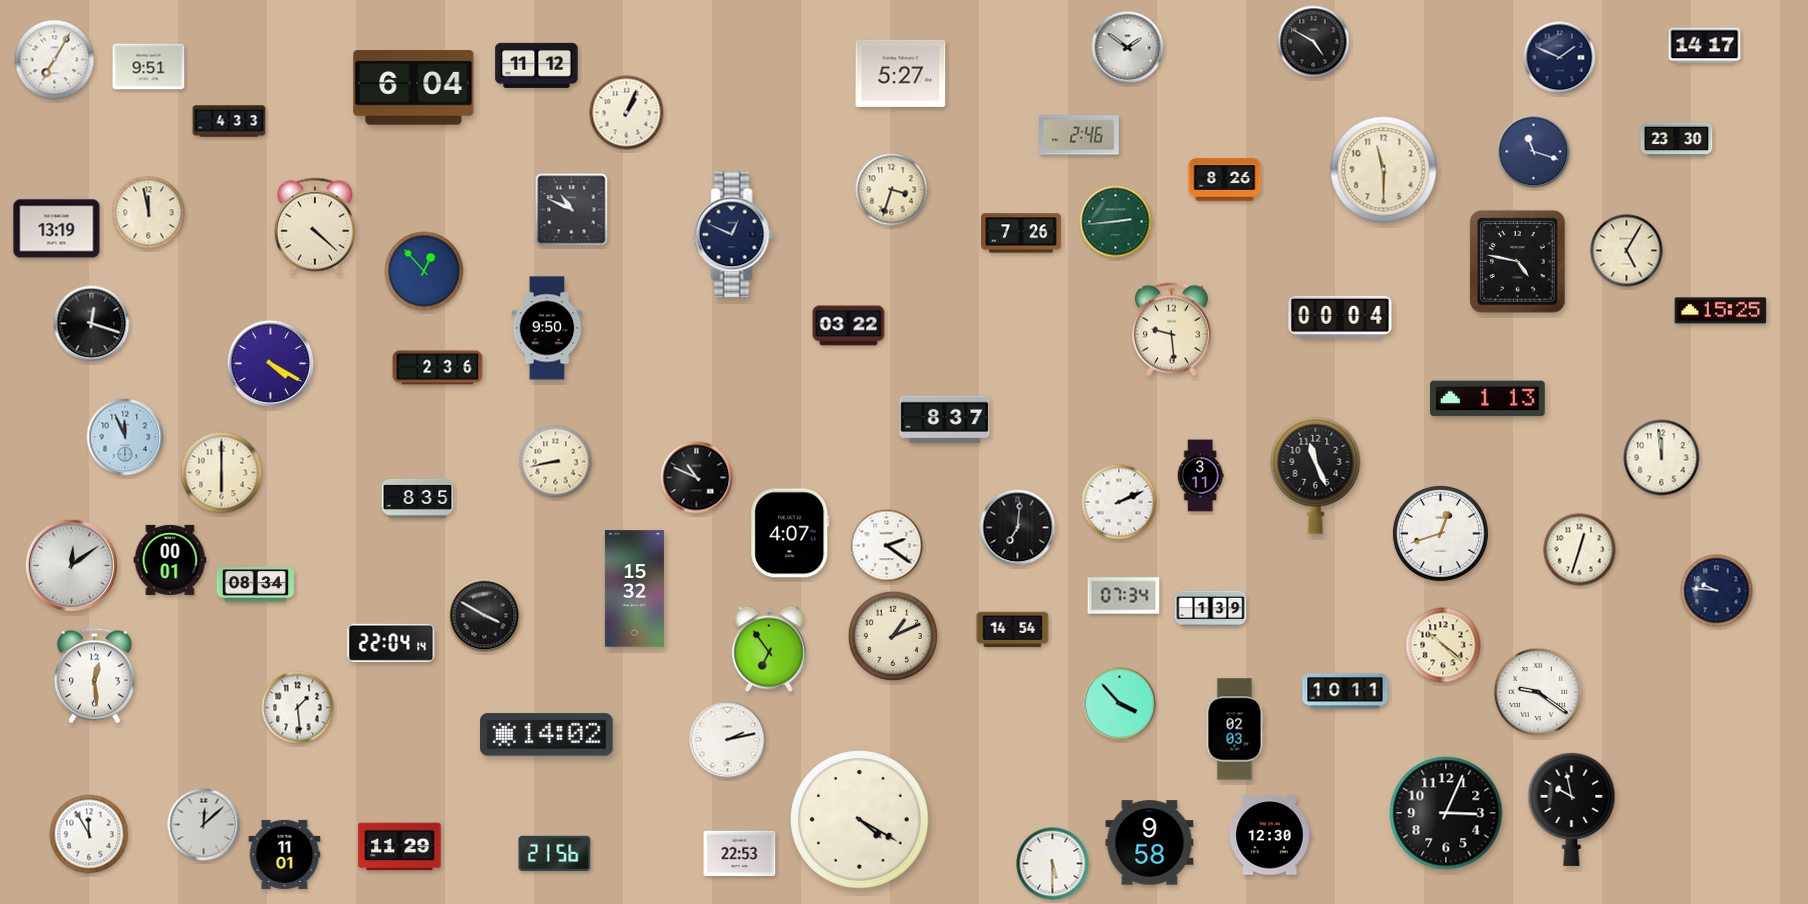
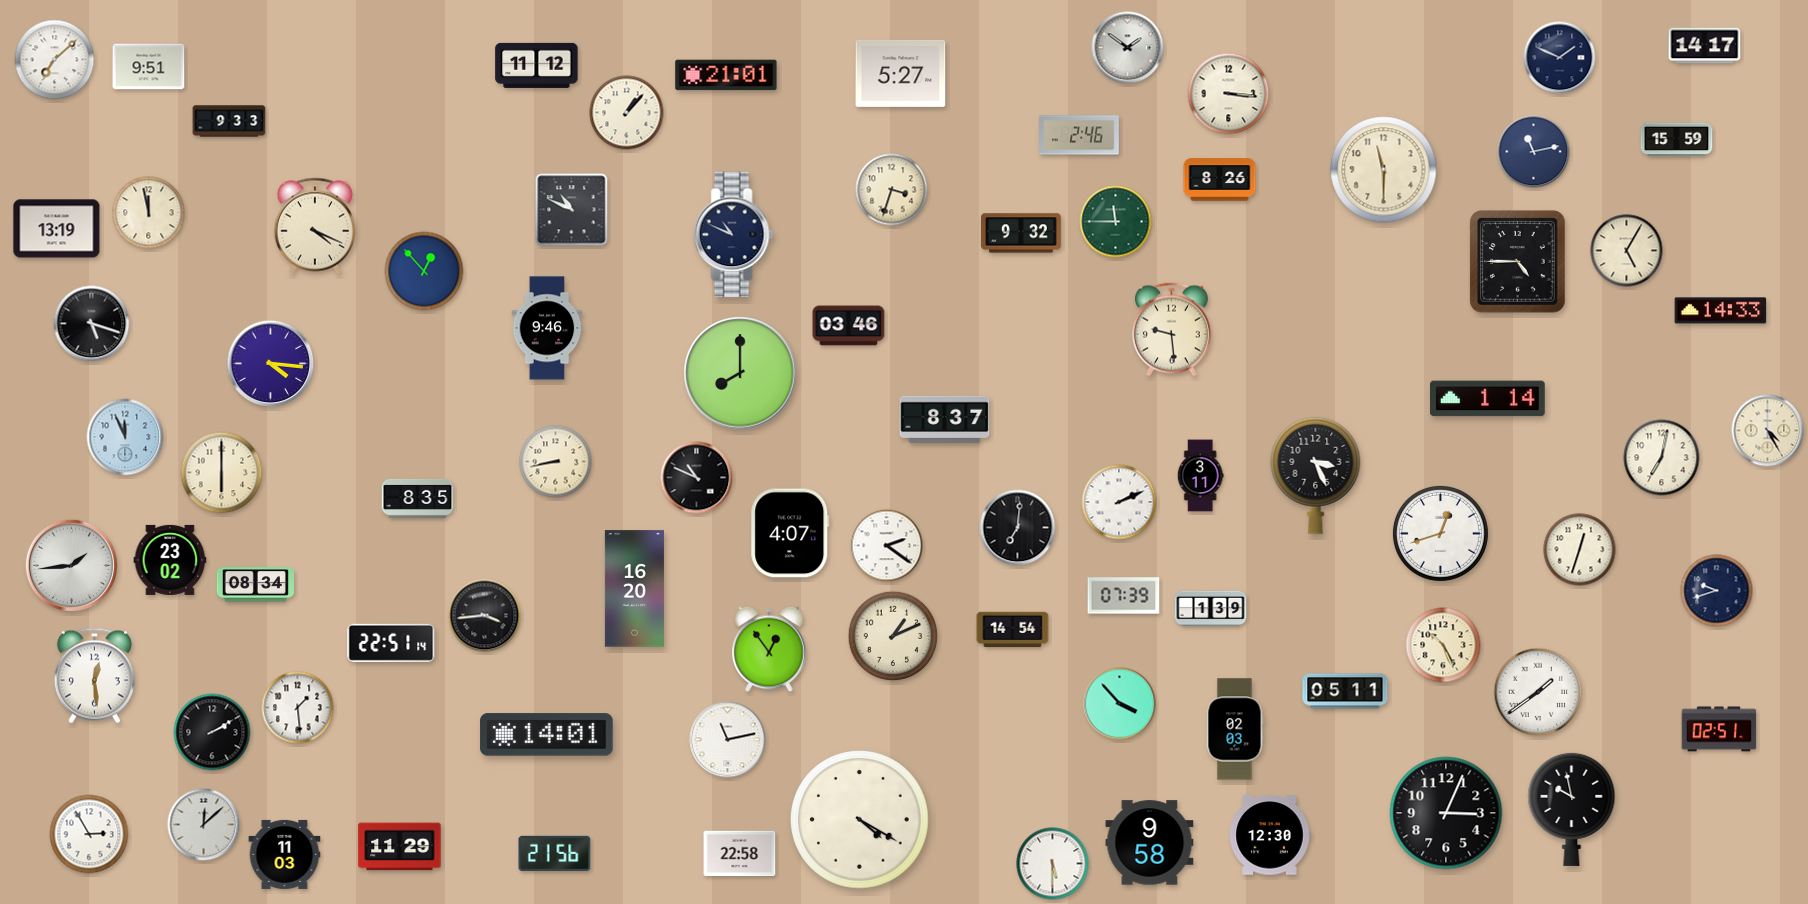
clock at (1314, 42): 4:50 -> none
clock at (55, 60): 7:05 -> 7:08
clock at (726, 75): none -> 21:01
clock at (414, 88): 6:04 -> none
clock at (1229, 94): none -> 3:16
clock at (627, 113): 1:04 -> 1:07
clock at (229, 121): 4:33 -> 9:33
clock at (1677, 140): 23:30 -> 15:59
clock at (1534, 152): 11:18 -> 11:13
clock at (1225, 180) position: (1225, 180) -> (1220, 180)
clock at (1116, 222): 2:44 -> 11:45
clock at (315, 226): 4:22 -> 4:19
clock at (1021, 233): 7:26 -> 9:32
clock at (734, 235): 12:49 -> 10:49
clock at (1518, 262): 4:47 -> 4:45
clock at (1721, 311): 15:25 -> 14:33
clock at (1340, 317): 00:04 -> none
clock at (92, 324): 12:18 -> 5:18
clock at (849, 326): 03:22 -> 03:46
clock at (547, 328): 9:50 -> 9:46
clock at (271, 364): 4:20 -> 4:16
clock at (438, 368): 2:36 -> none
clock at (740, 373): none -> 8:00
clock at (1488, 399): 1:13 -> 1:14
clock at (1768, 431): none -> 4:25
clock at (1662, 458): 11:59 -> 7:02
clock at (1316, 475): 11:26 -> 3:26
clock at (170, 560): 00:01 -> 23:02
clock at (71, 565): 12:09 -> 1:44
clock at (634, 589): 15:32 -> 16:20
clock at (1717, 591): 9:46 -> 9:42
clock at (1124, 596): 07:34 -> 07:39
clock at (485, 616): 3:50 -> 3:44
clock at (391, 643): 22:04 -> 22:51
clock at (1443, 645): 10:22 -> 10:26
clock at (769, 649): 6:54 -> 12:54
clock at (1345, 691): 10:11 -> 05:11
clock at (1538, 692): 9:21 -> 1:39
clock at (1719, 729): none -> 02:51
clock at (212, 732): none -> 2:10
clock at (547, 735): 14:02 -> 14:01
clock at (728, 740): 2:13 -> 11:13
clock at (89, 834): 11:55 -> 2:55
clock at (285, 854): 11:01 -> 11:03
clock at (740, 854): 22:53 -> 22:58
